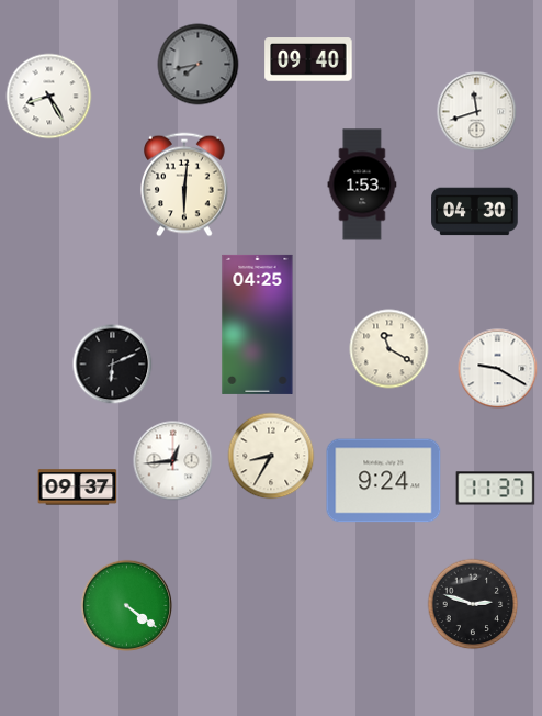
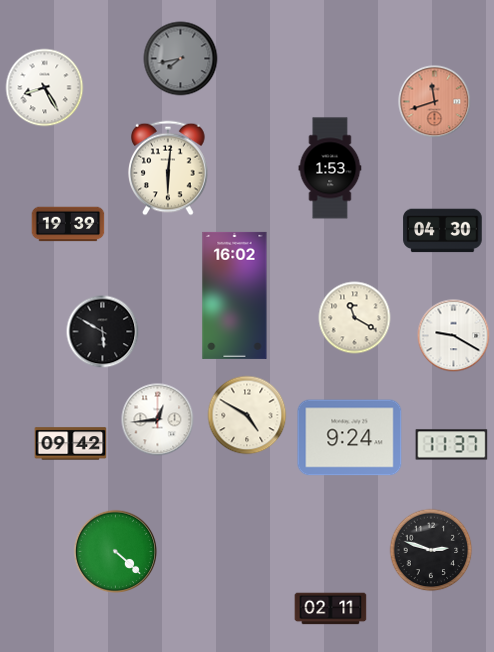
clock at (308, 59): 09:40 -> none
clock at (477, 112) dial: white -> salmon
clock at (475, 212) position: (475, 212) -> (443, 231)
clock at (68, 224): none -> 19:39
clock at (258, 324): 04:25 -> 16:02
clock at (113, 365): 6:11 -> 5:50
clock at (271, 456): 8:35 -> 4:50
clock at (78, 488): 09:37 -> 09:42
clock at (127, 606): 4:21 -> 4:22
clock at (331, 609): none -> 02:11
